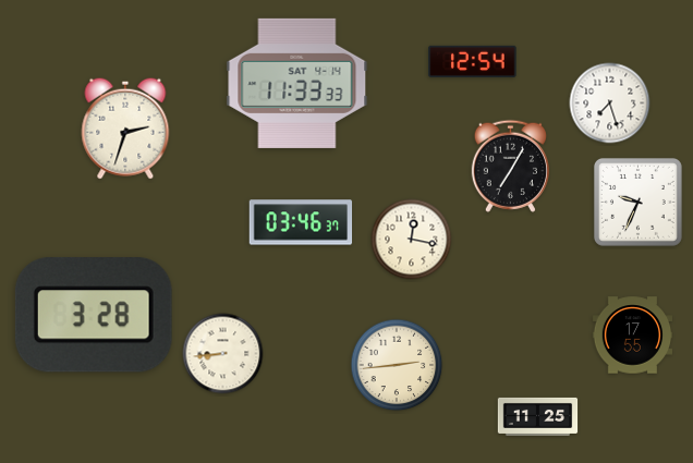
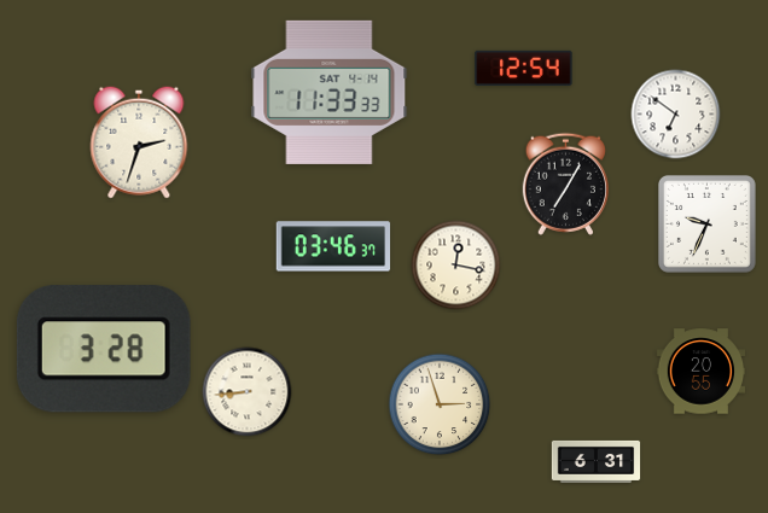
clock at (610, 103): 7:27 -> 6:51
clock at (633, 336): 17:55 -> 20:55
clock at (397, 365): 2:44 -> 2:57
clock at (538, 416): 11:25 -> 6:31
